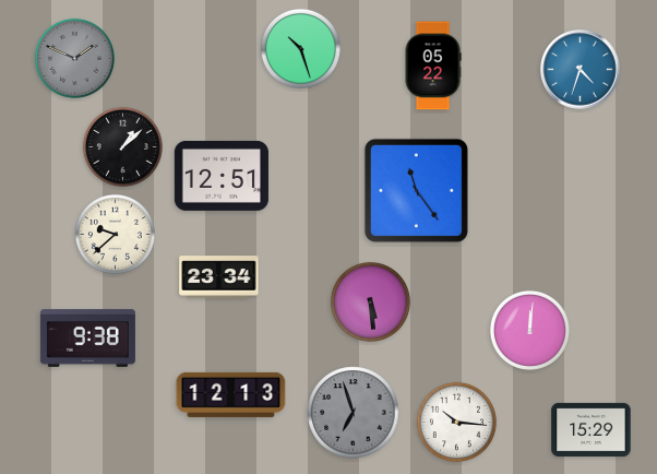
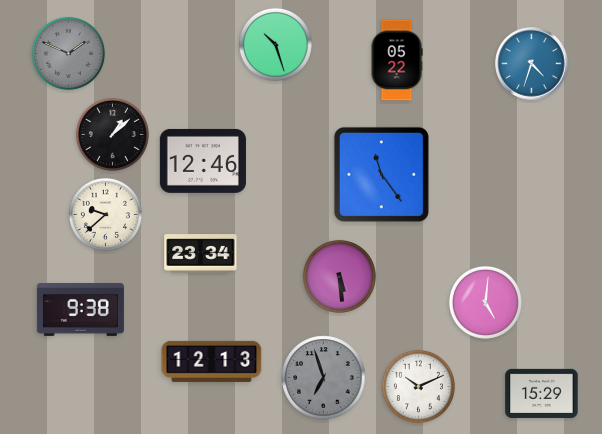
clock at (222, 176): 12:51 -> 12:46
clock at (529, 330): 12:01 -> 5:01
clock at (456, 422): 10:16 -> 10:11
